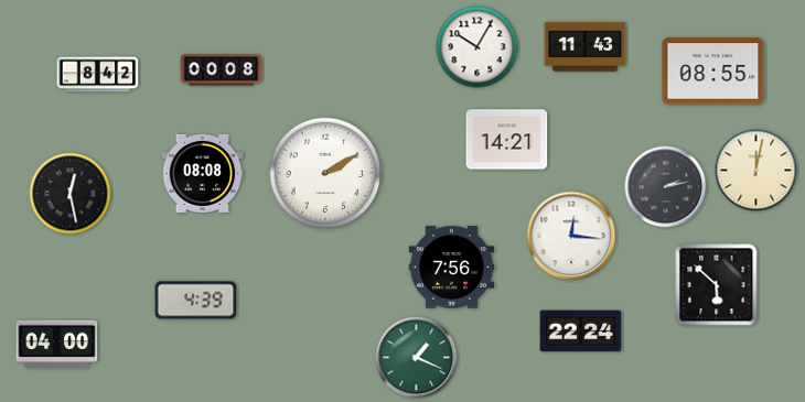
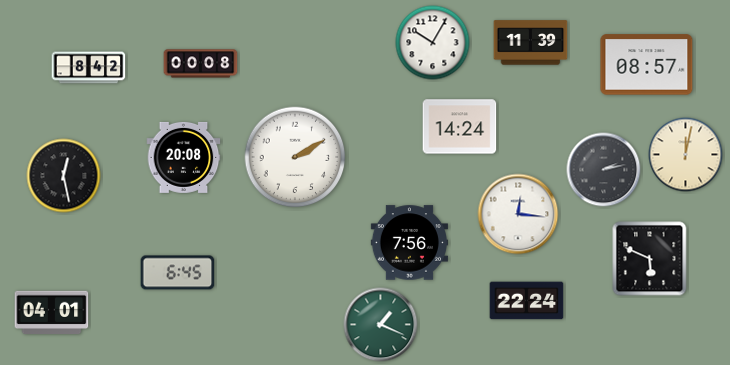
clock at (586, 47): 11:43 -> 11:39
clock at (713, 72): 08:55 -> 08:57
clock at (507, 140): 14:21 -> 14:24
clock at (203, 173): 08:08 -> 20:08
clock at (717, 285): 5:52 -> 5:49
clock at (196, 301): 4:39 -> 6:45
clock at (57, 345): 04:00 -> 04:01
clock at (417, 358) position: (417, 358) -> (381, 325)
